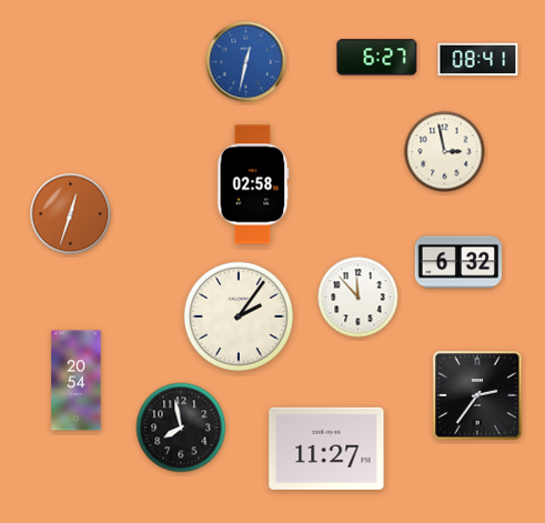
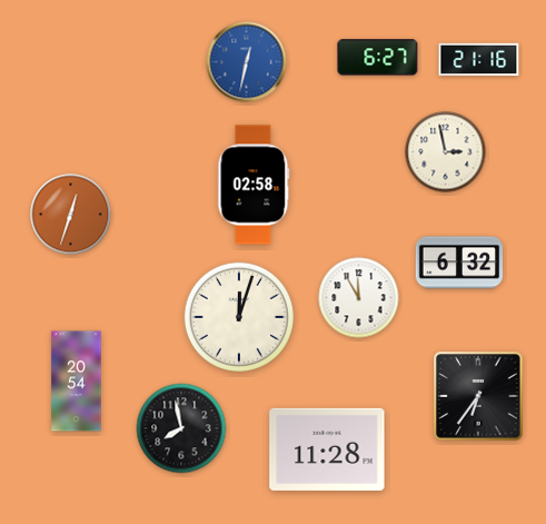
clock at (478, 60): 08:41 -> 21:16
clock at (359, 298): 11:53 -> 11:55
clock at (239, 316): 2:06 -> 12:03
clock at (477, 395): 2:36 -> 6:36
clock at (326, 449): 11:27 -> 11:28
